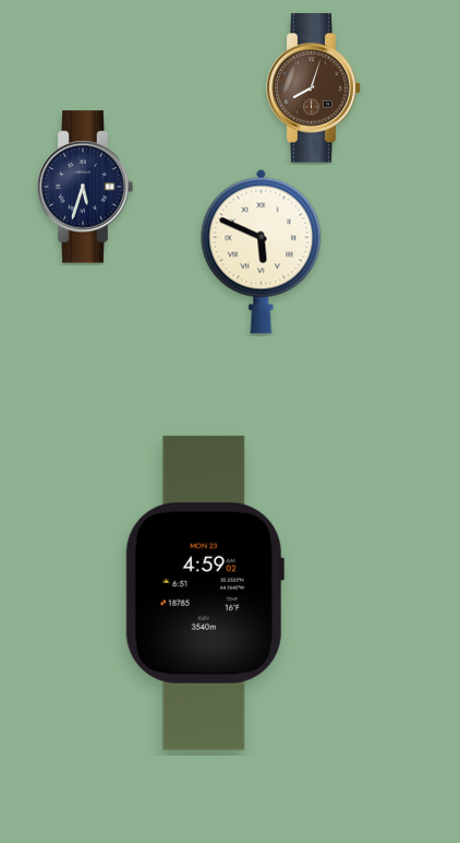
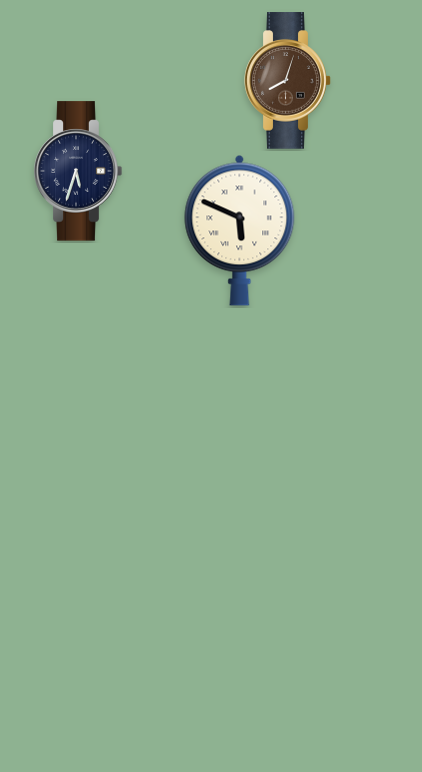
clock at (205, 593): 4:59 -> none
